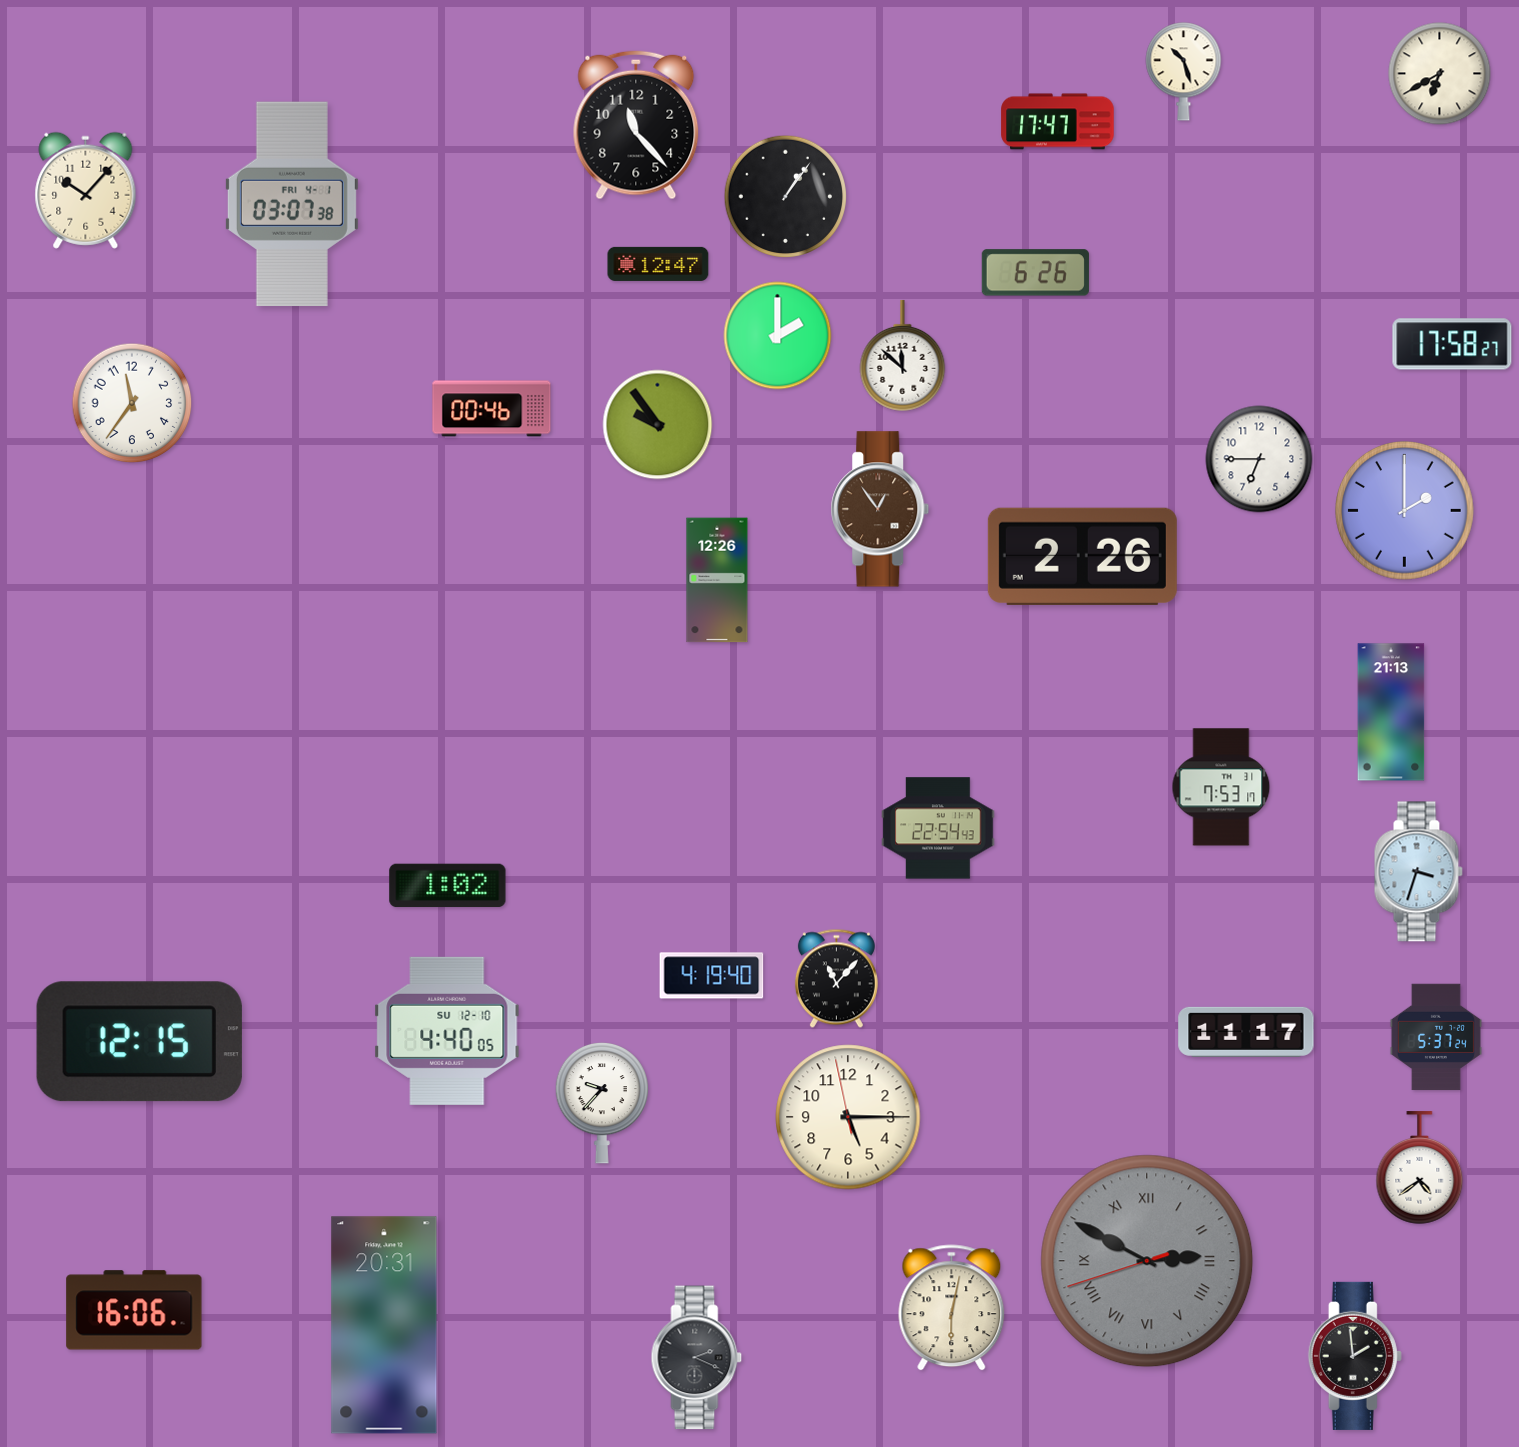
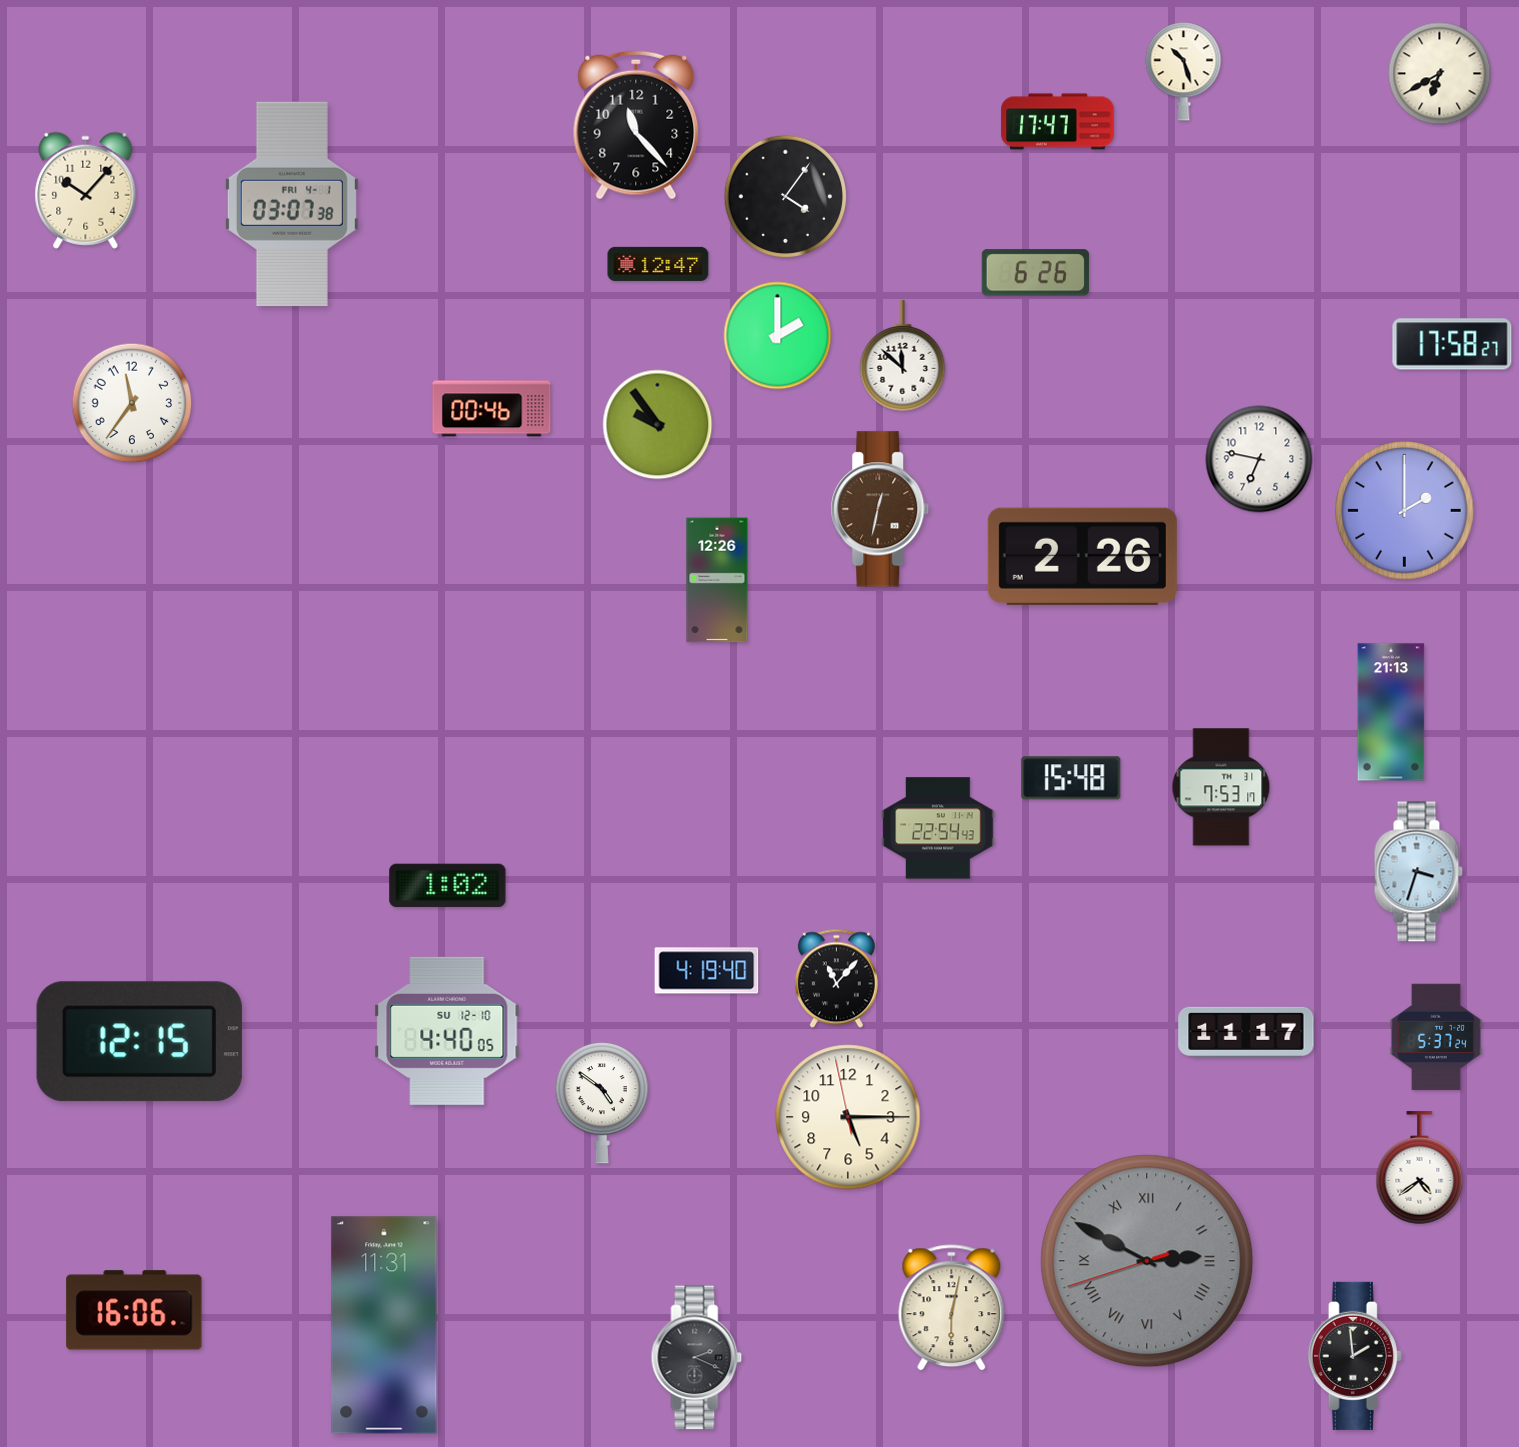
clock at (786, 197): 1:06 -> 4:06
clock at (1259, 459): 6:45 -> 6:47
clock at (880, 509): 12:54 -> 12:32
clock at (1071, 778): none -> 15:48
clock at (712, 976) position: (712, 976) -> (707, 971)
clock at (601, 1103): 9:37 -> 4:51
clock at (384, 1325): 20:31 -> 11:31
